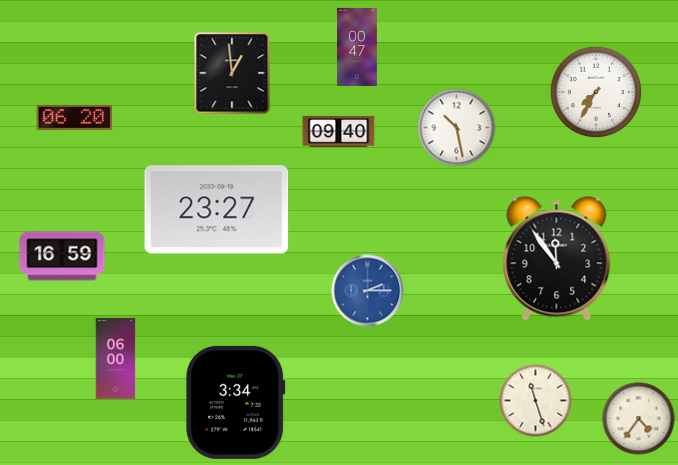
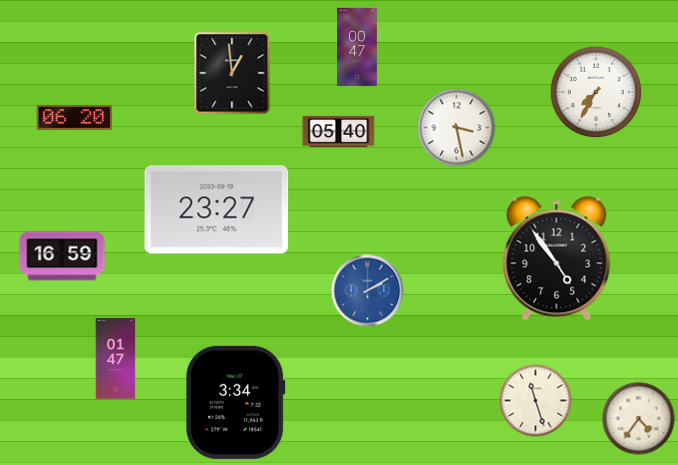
clock at (457, 128): 10:28 -> 3:28
clock at (339, 131): 09:40 -> 05:40
clock at (557, 259): 11:54 -> 4:54
clock at (368, 291): 2:15 -> 2:10
clock at (116, 359): 06:00 -> 01:47
